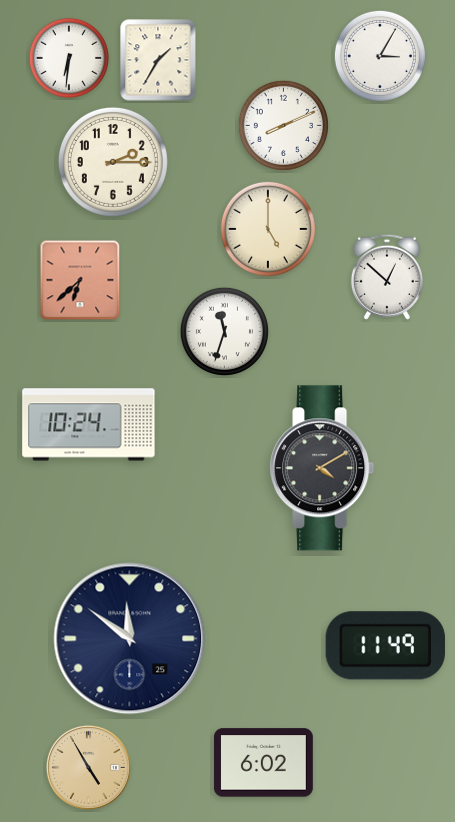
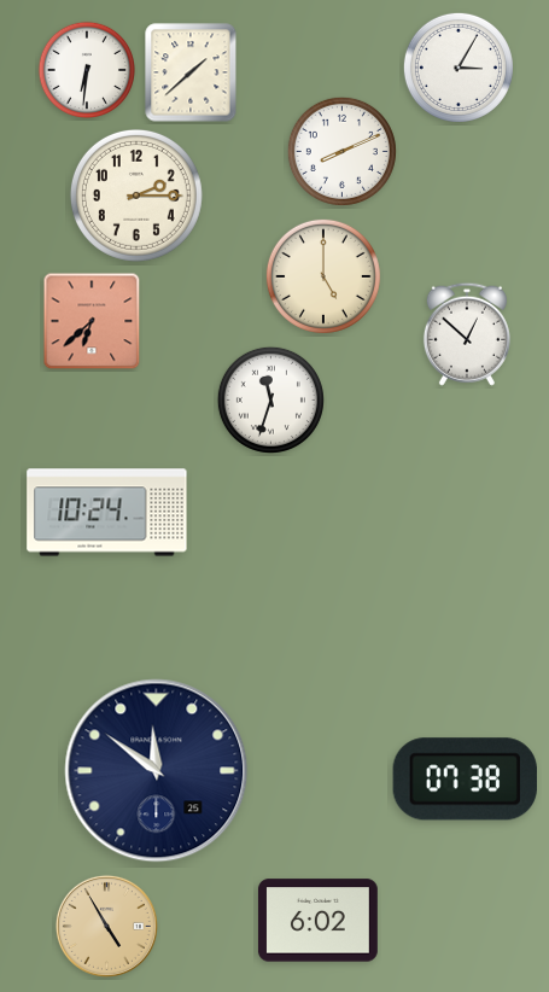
clock at (68, 57) position: (68, 57) -> (86, 69)
clock at (158, 60): 1:35 -> 1:38
clock at (80, 280) position: (80, 280) -> (92, 321)
clock at (322, 468): 4:10 -> none
clock at (385, 646): 11:49 -> 07:38
